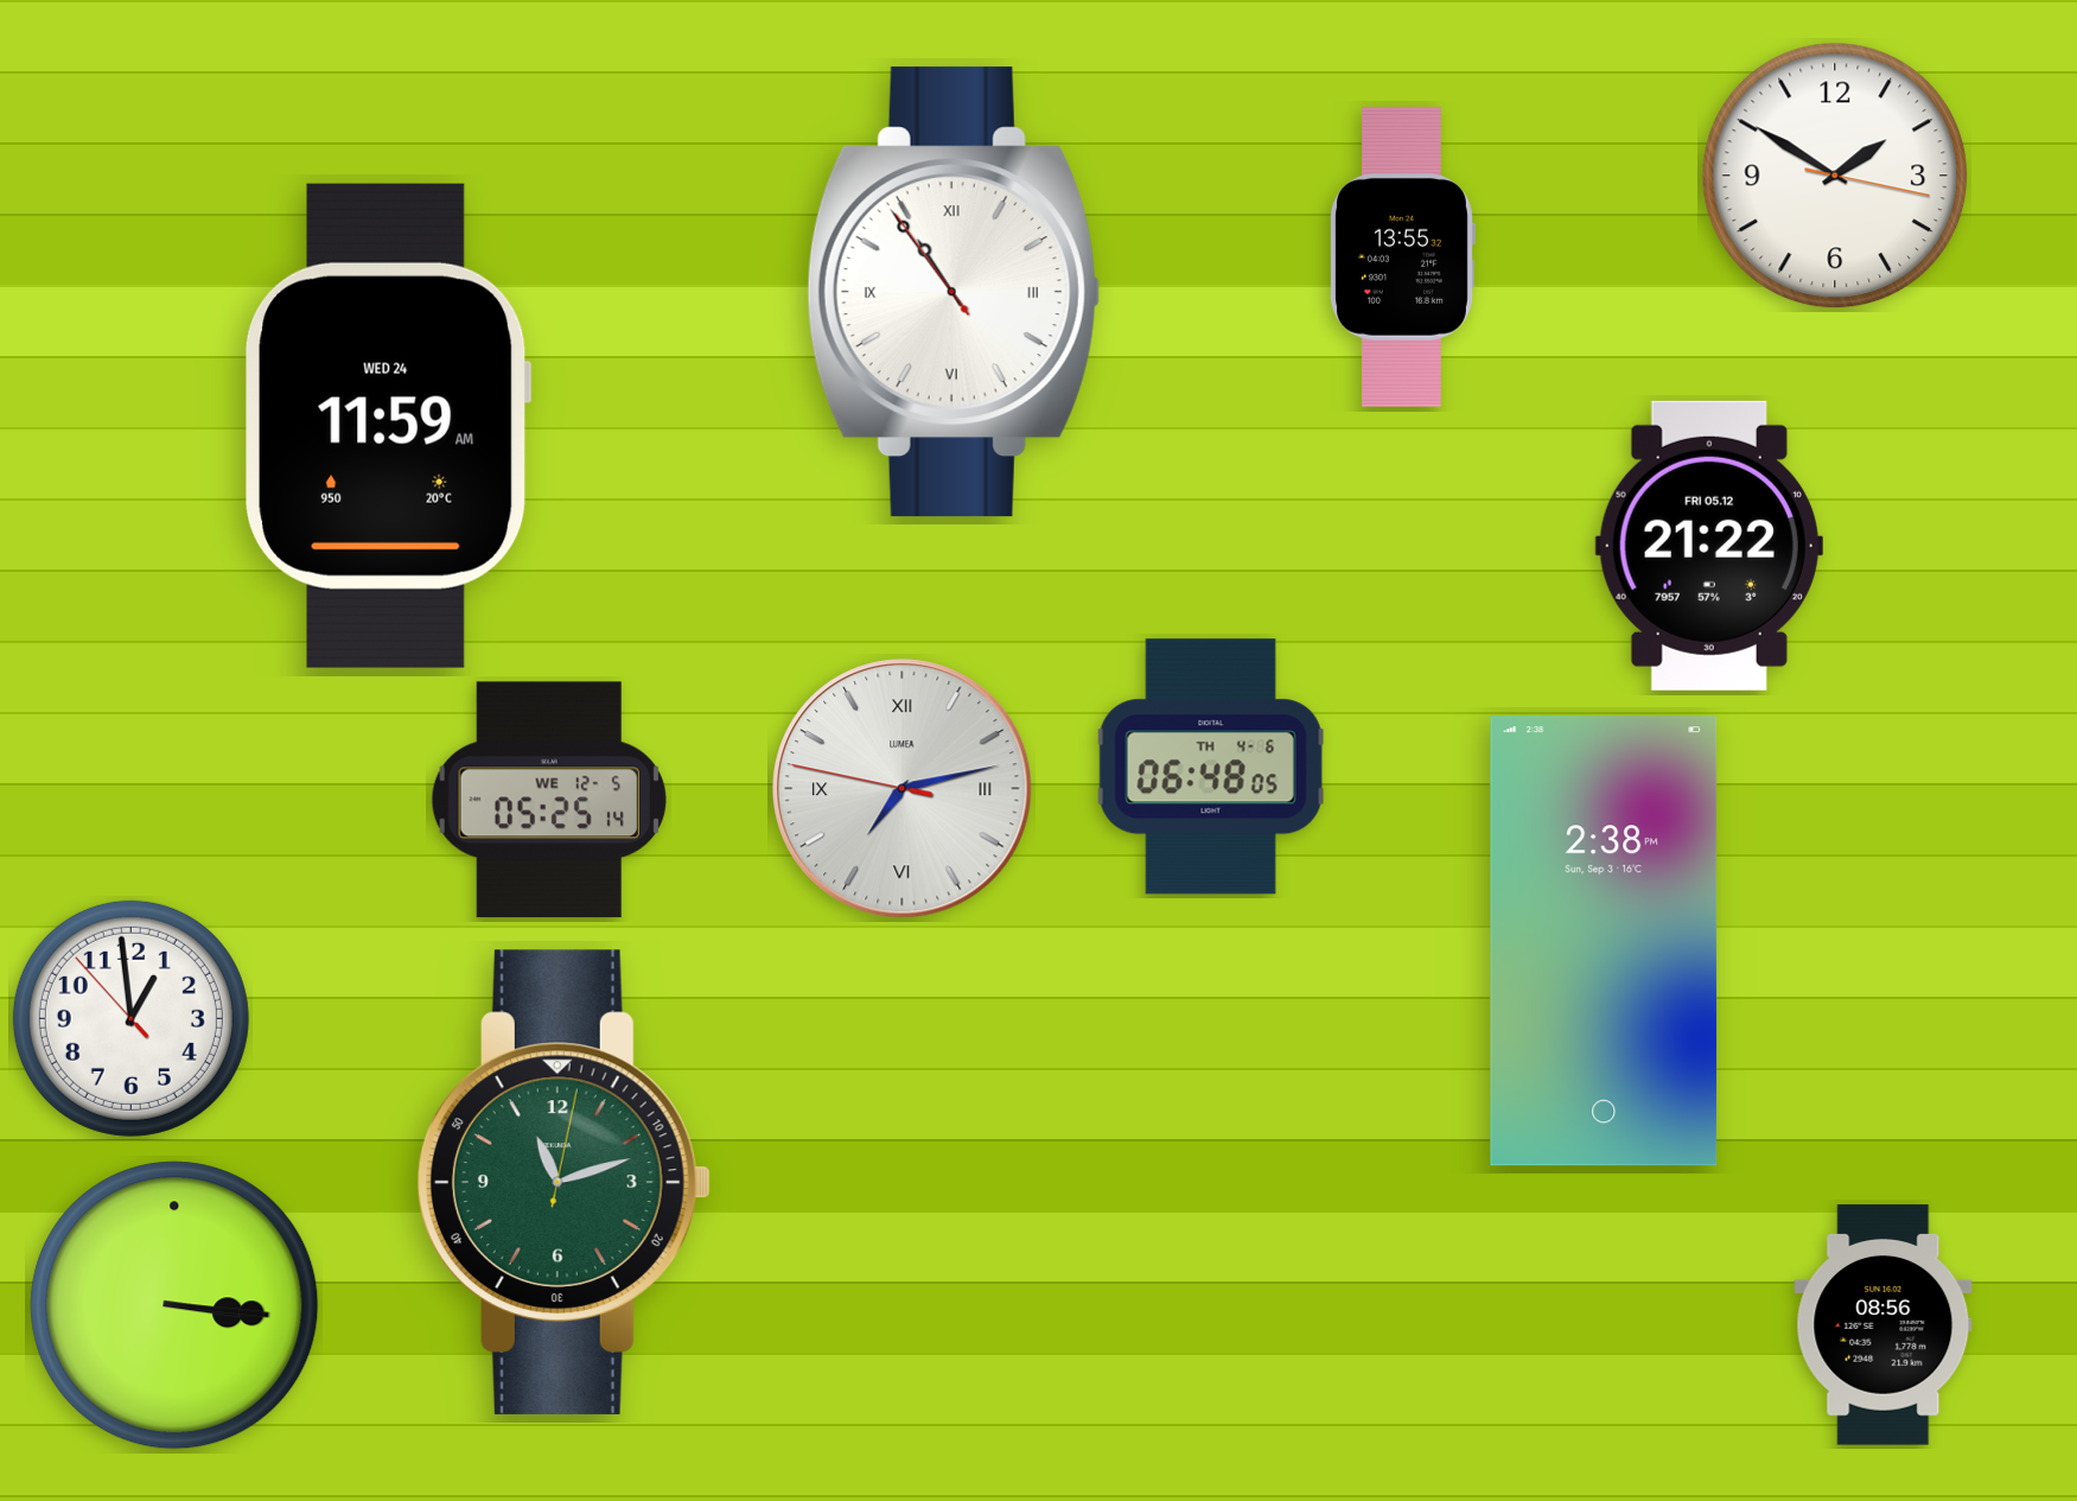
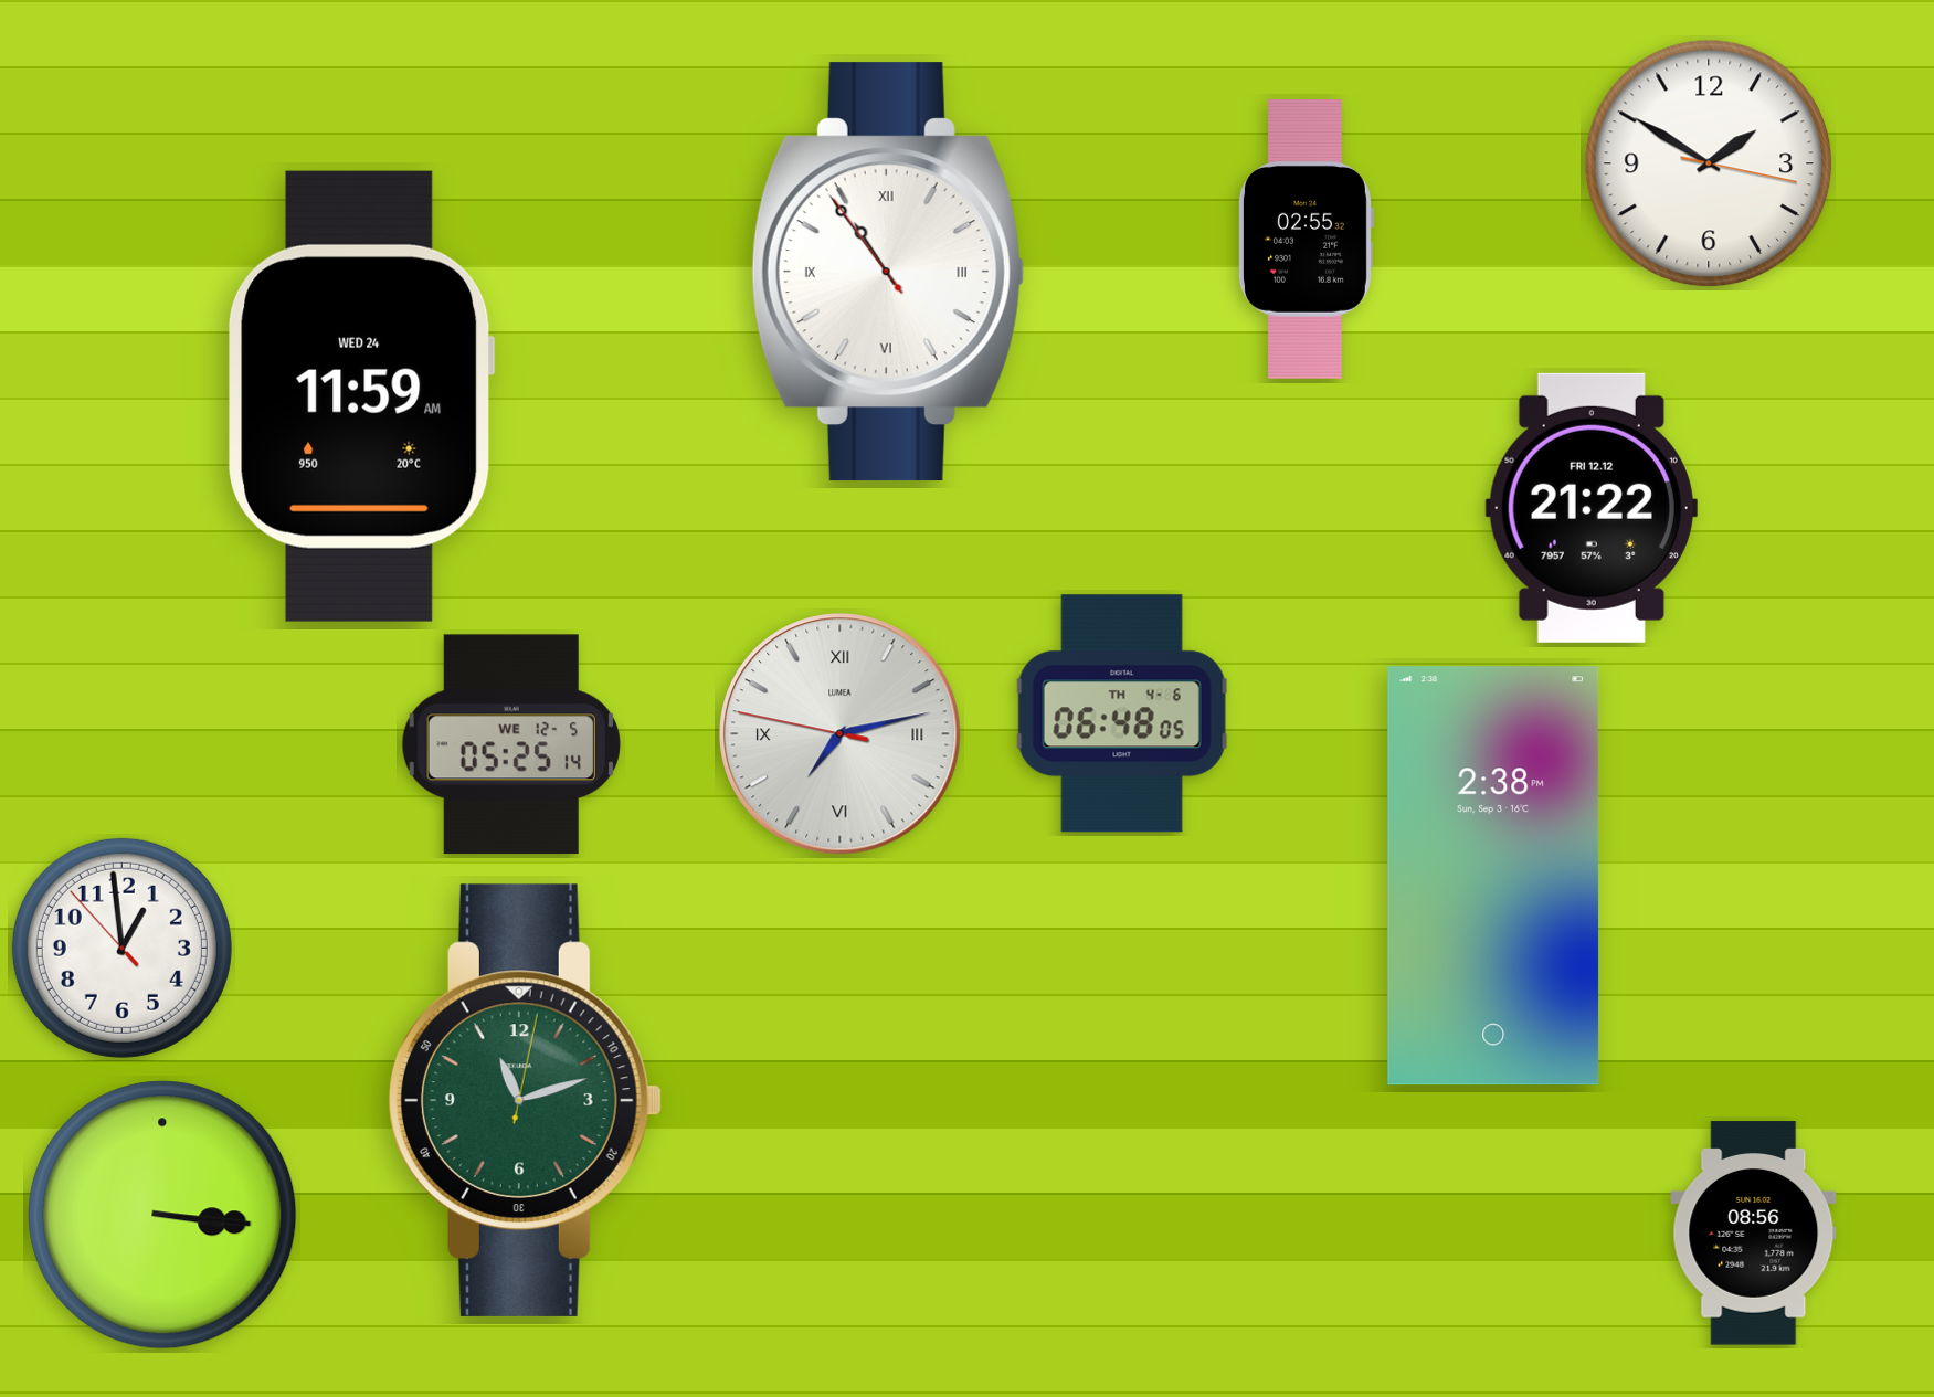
clock at (1402, 257): 13:55 -> 02:55
clock at (1709, 546) date: FRI 05.12 -> FRI 12.12
clock at (1211, 767) position: (1211, 767) -> (1122, 713)
